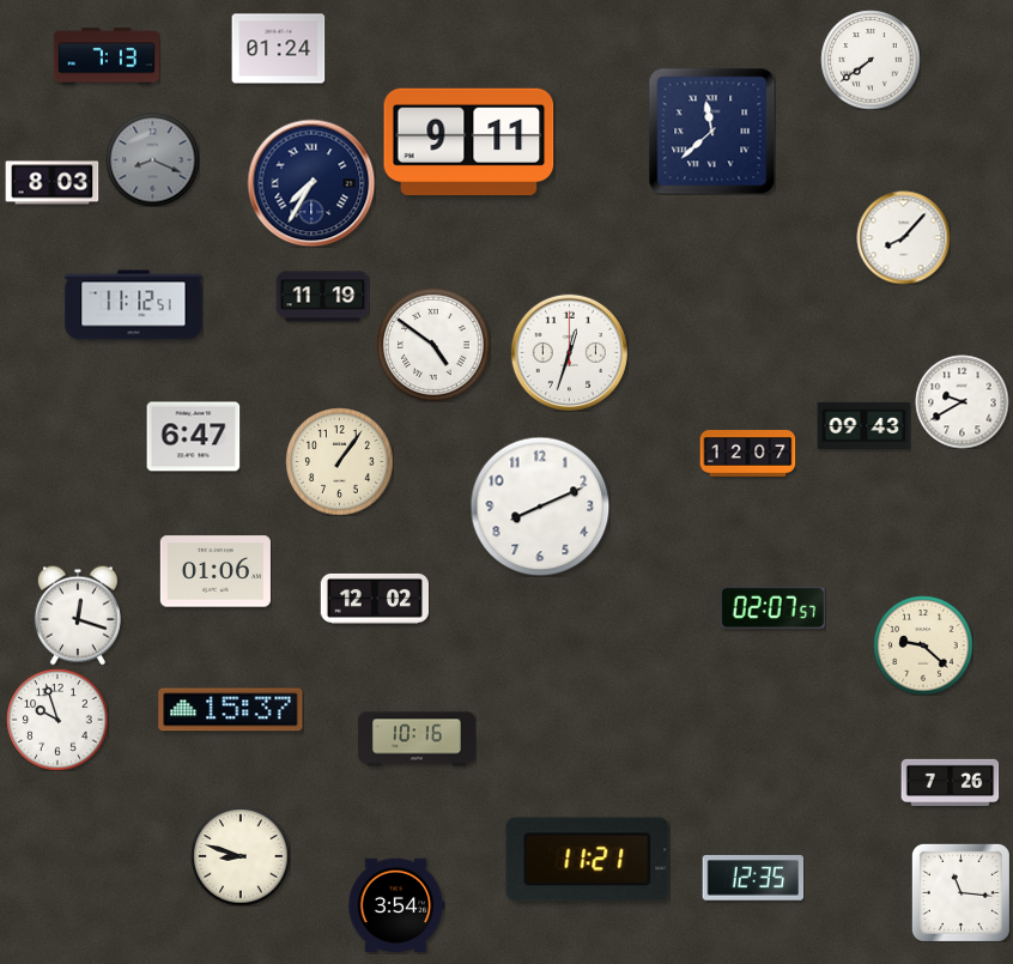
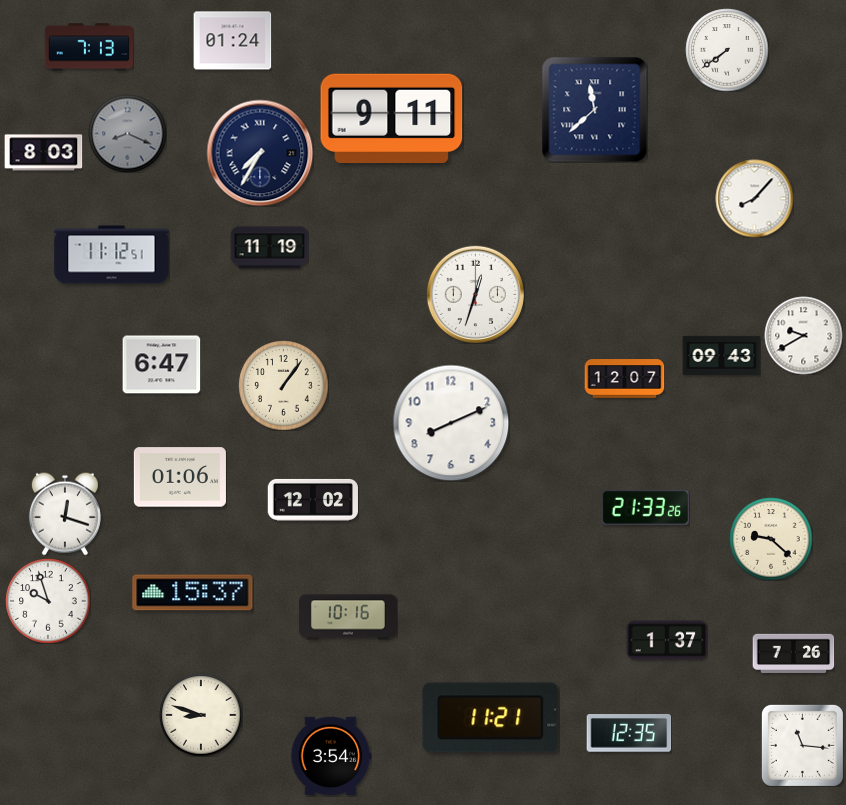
clock at (433, 345): 4:51 -> none
clock at (772, 607): 02:07 -> 21:33
clock at (667, 640): none -> 1:37
